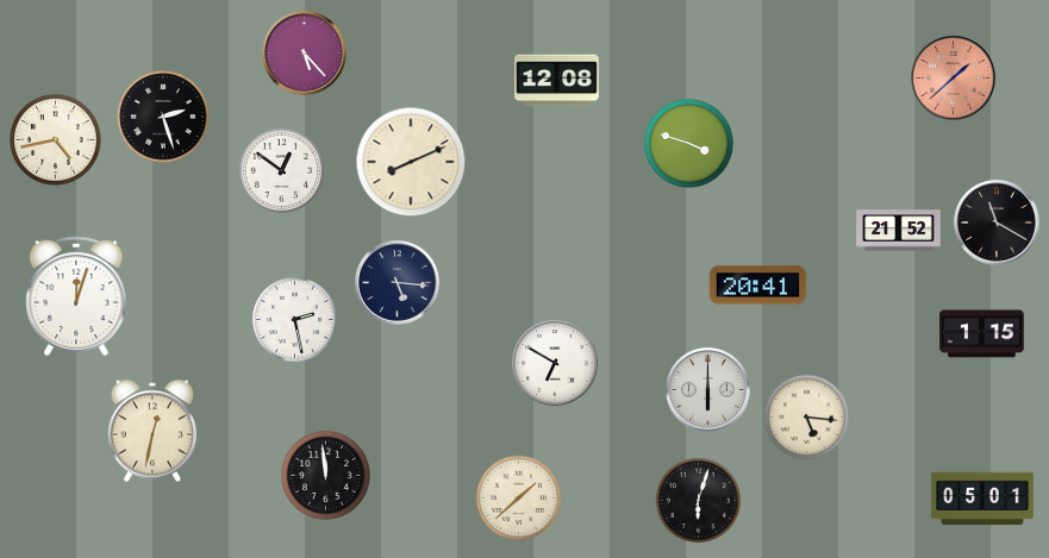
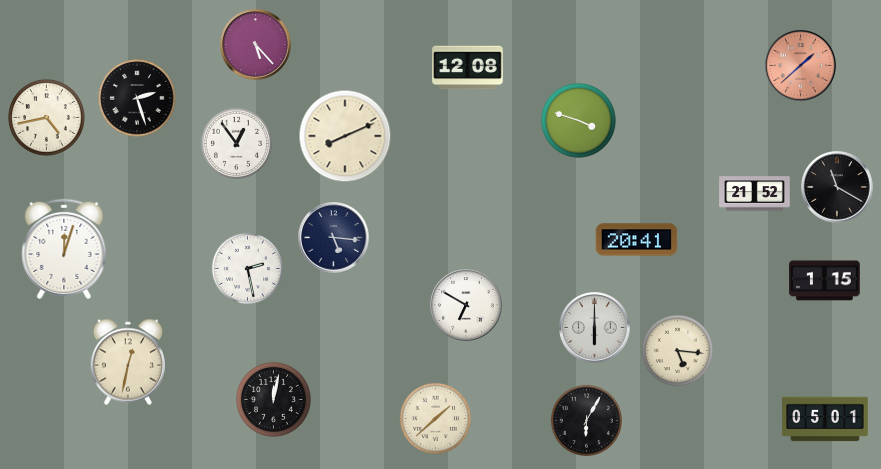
clock at (281, 170): 12:51 -> 12:54
clock at (326, 476): 11:59 -> 12:02
clock at (698, 500): 6:03 -> 6:05
